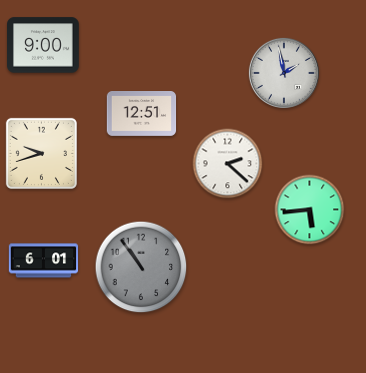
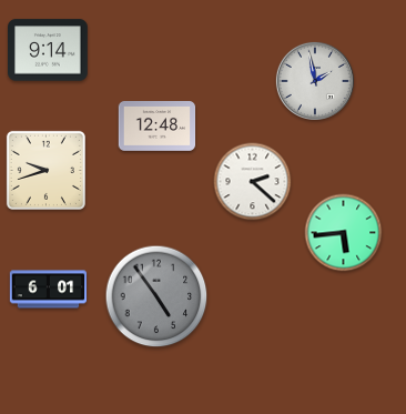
clock at (44, 45): 9:00 -> 9:14
clock at (142, 114): 12:51 -> 12:48
clock at (141, 267): 10:54 -> 4:54
